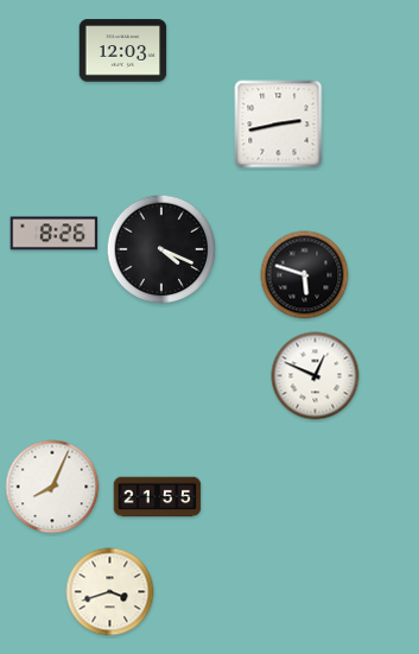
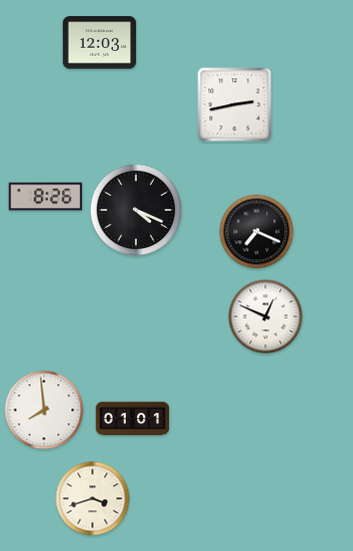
clock at (123, 51) position: (123, 51) -> (100, 43)
clock at (305, 275): 5:48 -> 7:19
clock at (52, 487): 8:04 -> 7:59
clock at (158, 497): 21:55 -> 01:01
